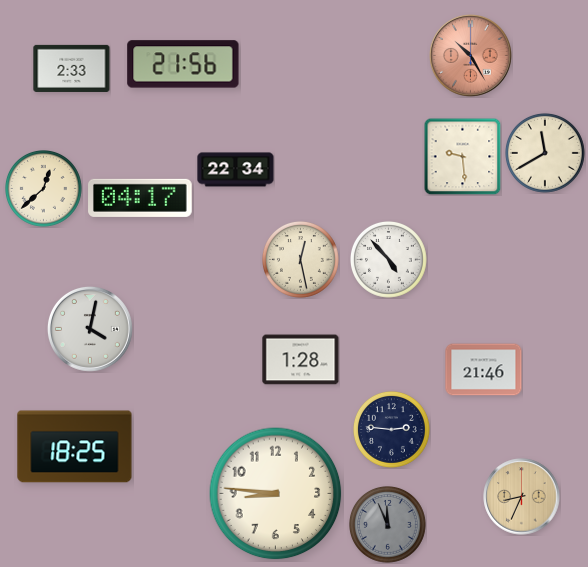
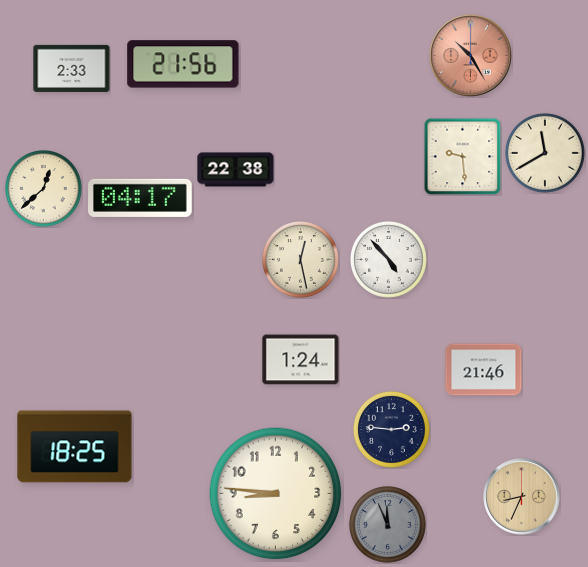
clock at (236, 170): 22:34 -> 22:38
clock at (90, 329): 4:02 -> none
clock at (301, 360): 1:28 -> 1:24
